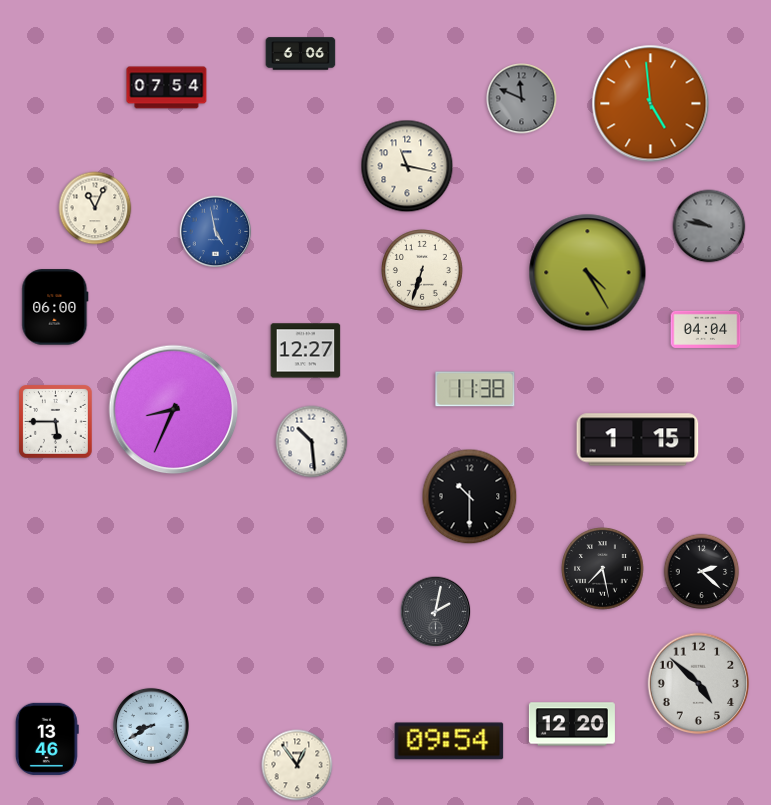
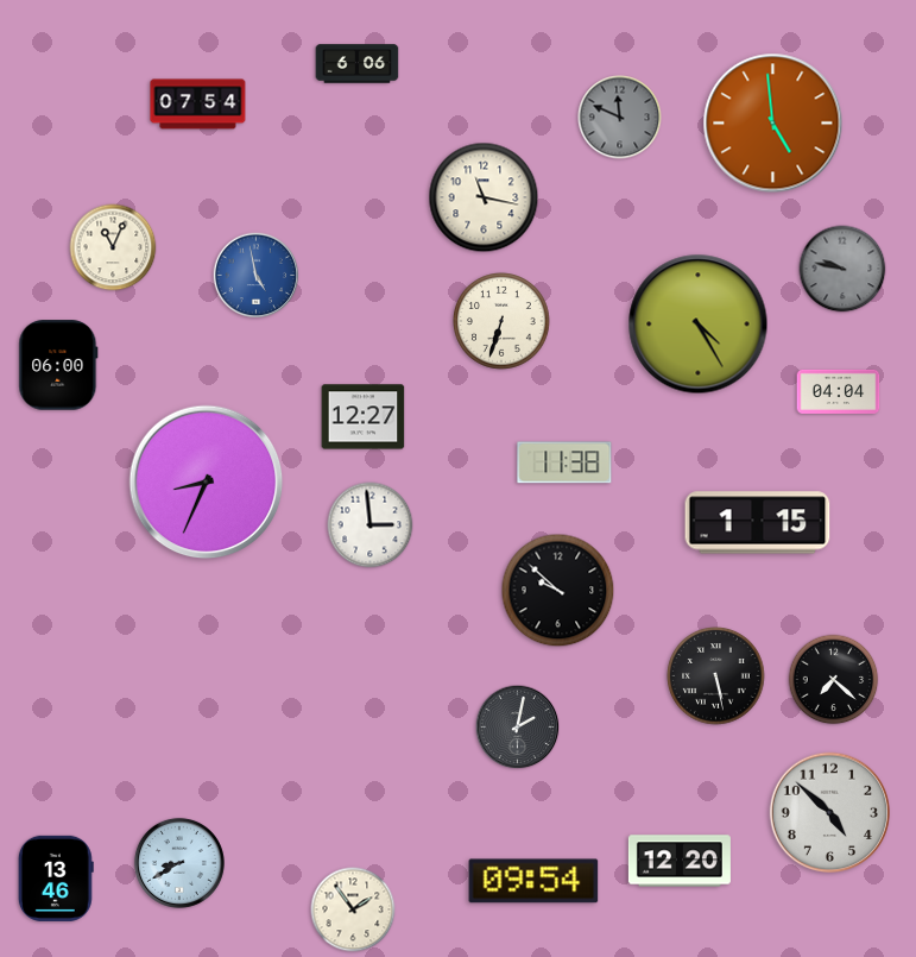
clock at (55, 307) position: (55, 307) -> (58, 365)
clock at (174, 410) position: (174, 410) -> (207, 483)
clock at (56, 422): 5:45 -> none
clock at (312, 442): 10:29 -> 2:59
clock at (470, 497): 10:30 -> 9:52
clock at (603, 569): 7:28 -> 5:28
clock at (702, 572): 2:22 -> 7:22
clock at (297, 765): 12:54 -> 1:54
